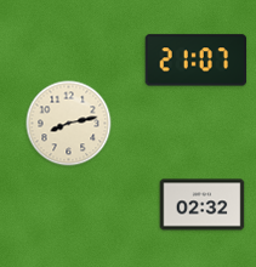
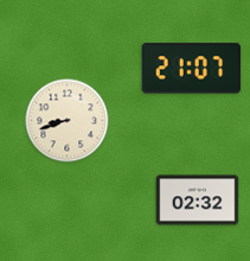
clock at (197, 61) position: (197, 61) -> (192, 69)
clock at (69, 124): 8:13 -> 8:42
